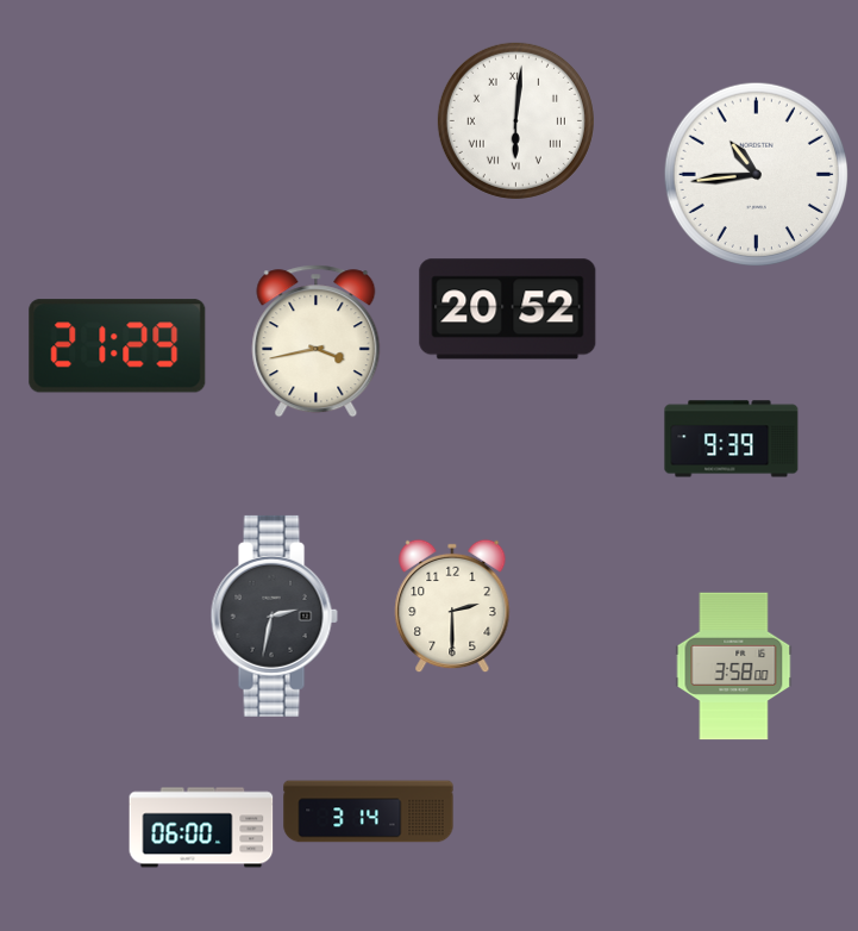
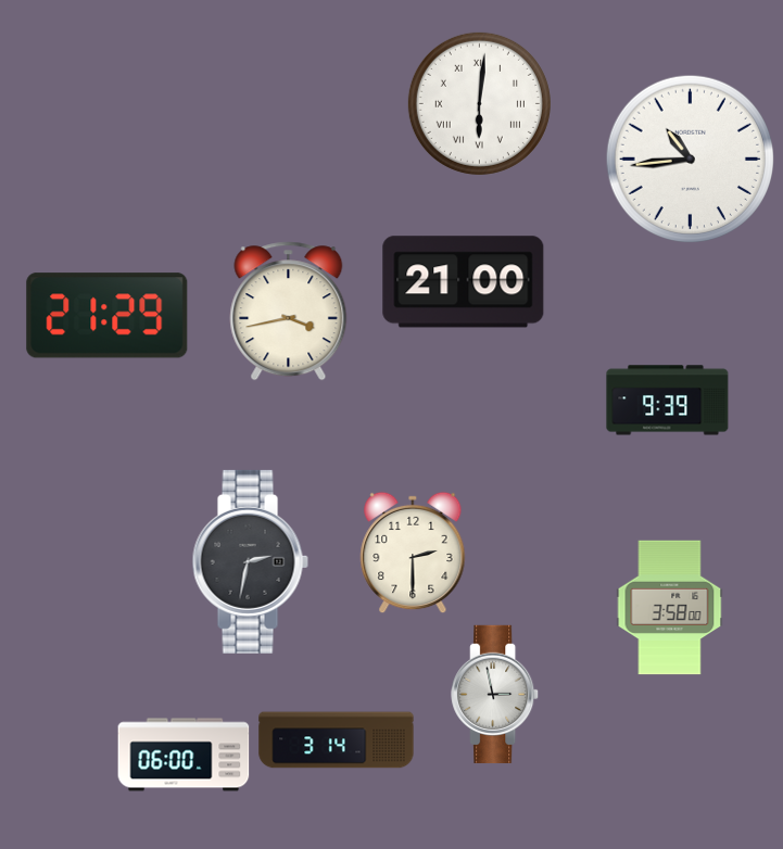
clock at (515, 120) position: (515, 120) -> (479, 103)
clock at (508, 310): 20:52 -> 21:00
clock at (495, 694): none -> 2:58
